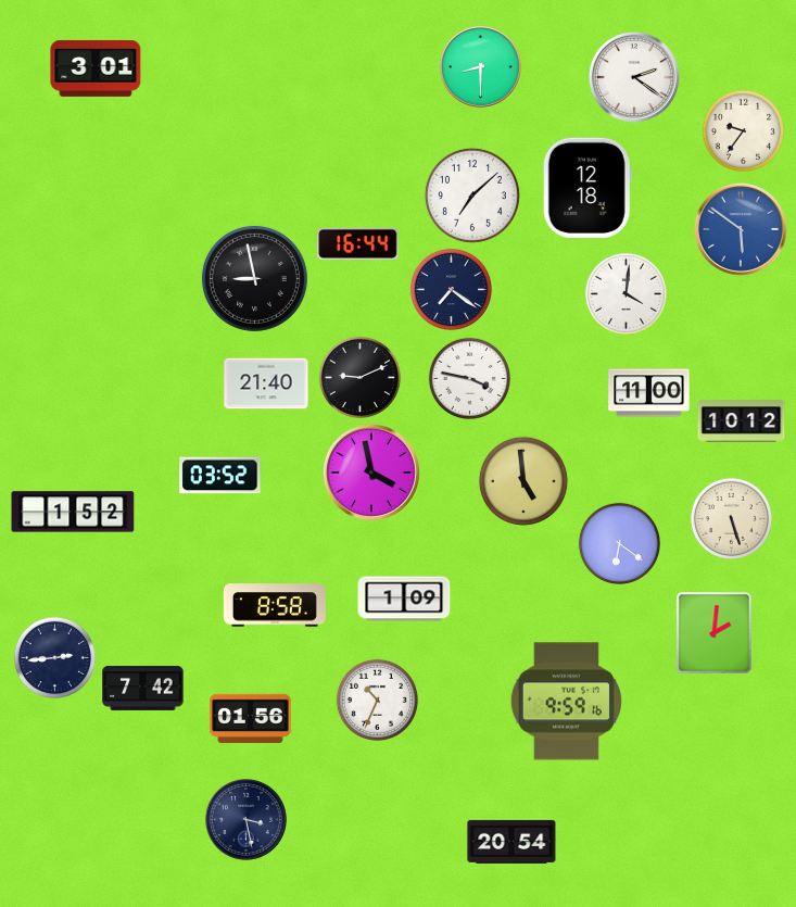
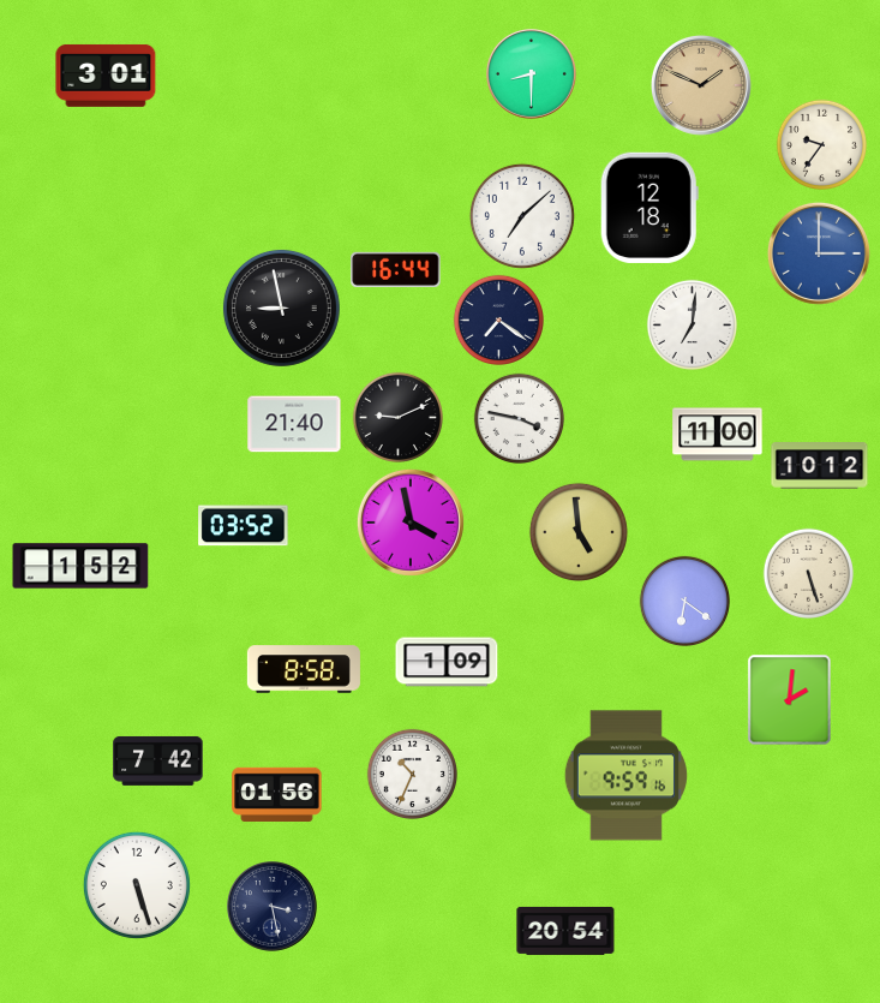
clock at (634, 77): 2:21 -> 1:49
clock at (634, 77) dial: white -> champagne
clock at (741, 229): 5:51 -> 3:00
clock at (626, 293): 4:01 -> 7:01
clock at (54, 657): 2:44 -> none
clock at (377, 700) position: (377, 700) -> (412, 774)
clock at (137, 885): none -> 5:27
